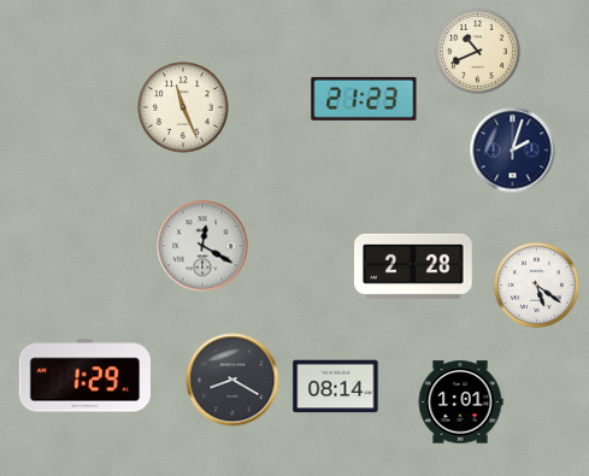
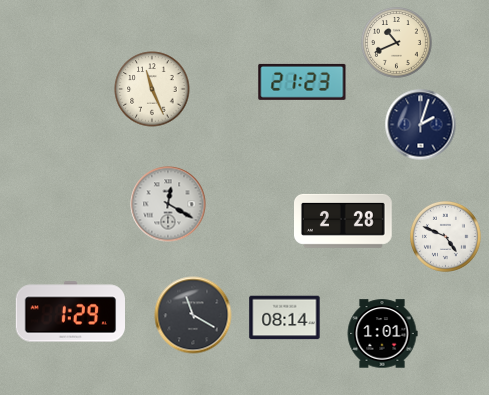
clock at (513, 151) position: (513, 151) -> (421, 125)
clock at (537, 286): 5:21 -> 4:49
clock at (232, 380): 8:20 -> 11:20
clock at (336, 387) position: (336, 387) -> (285, 318)
